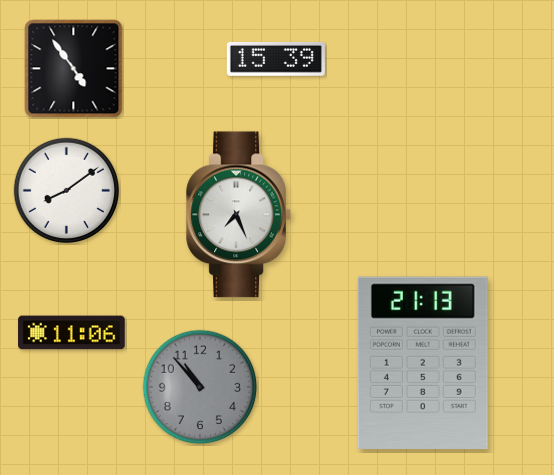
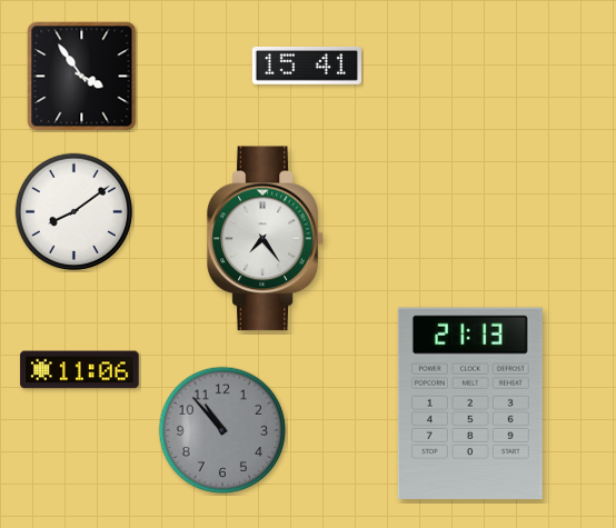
clock at (276, 59): 15:39 -> 15:41
clock at (74, 69): 4:54 -> 3:54
clock at (239, 215): 7:26 -> 7:24
